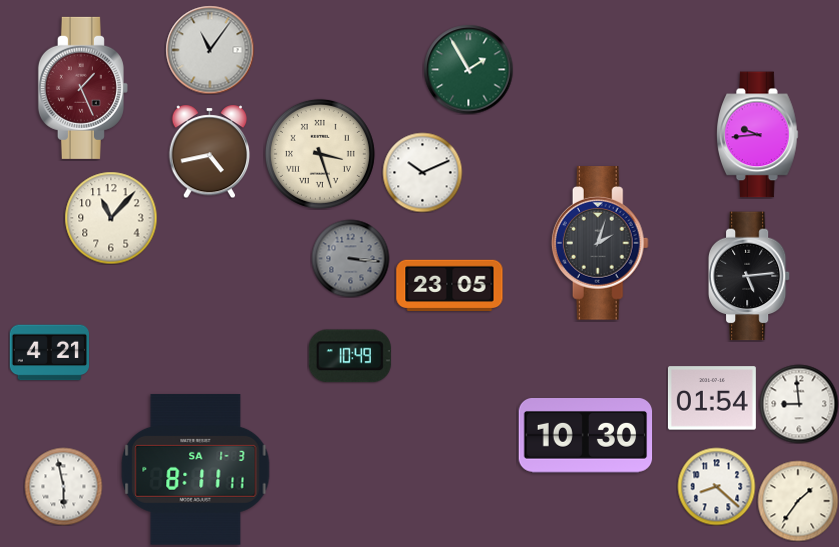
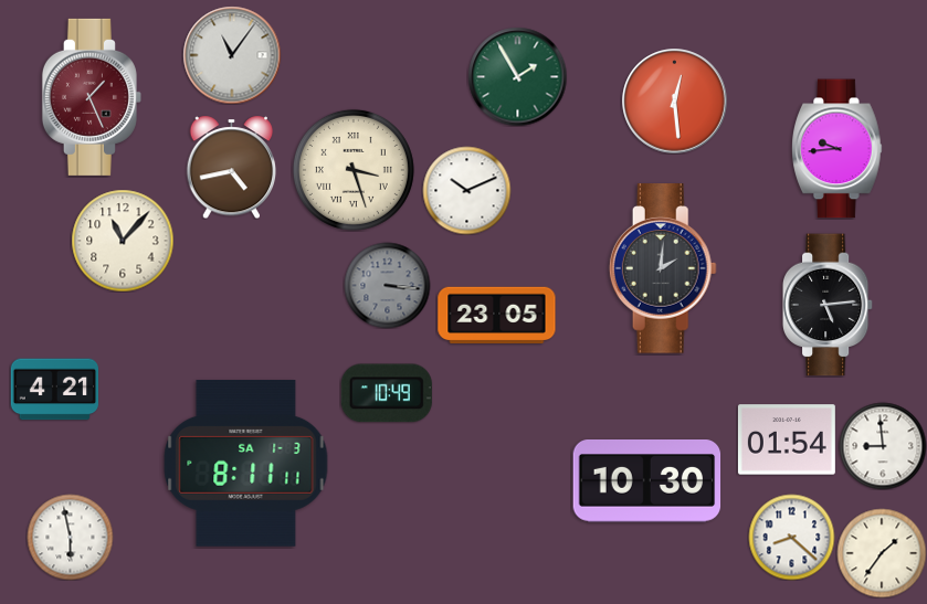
clock at (675, 102): none -> 12:29
clock at (600, 243): 2:03 -> 2:01
clock at (196, 470) position: (196, 470) -> (246, 464)
